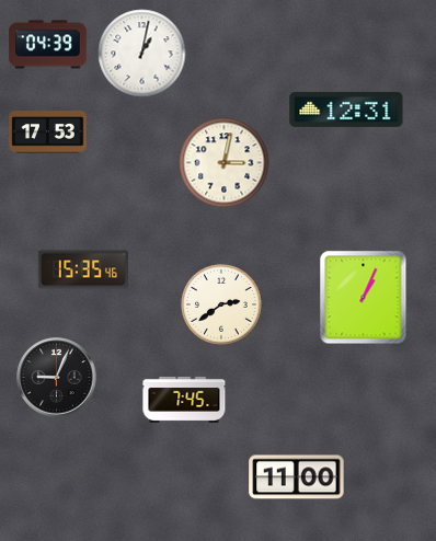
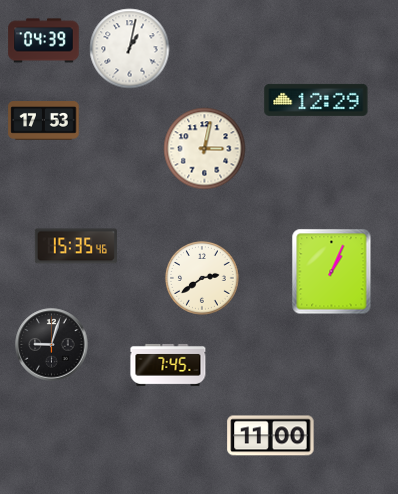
clock at (346, 110): 12:31 -> 12:29
clock at (57, 378): 9:04 -> 9:03
